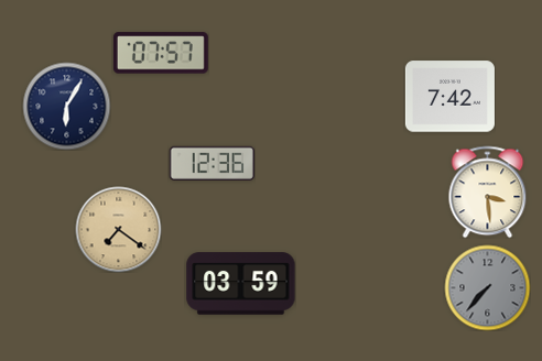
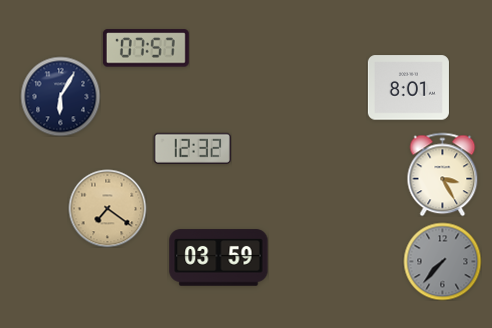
clock at (449, 97): 7:42 -> 8:01
clock at (212, 163): 12:36 -> 12:32
clock at (488, 192): 3:29 -> 3:25
